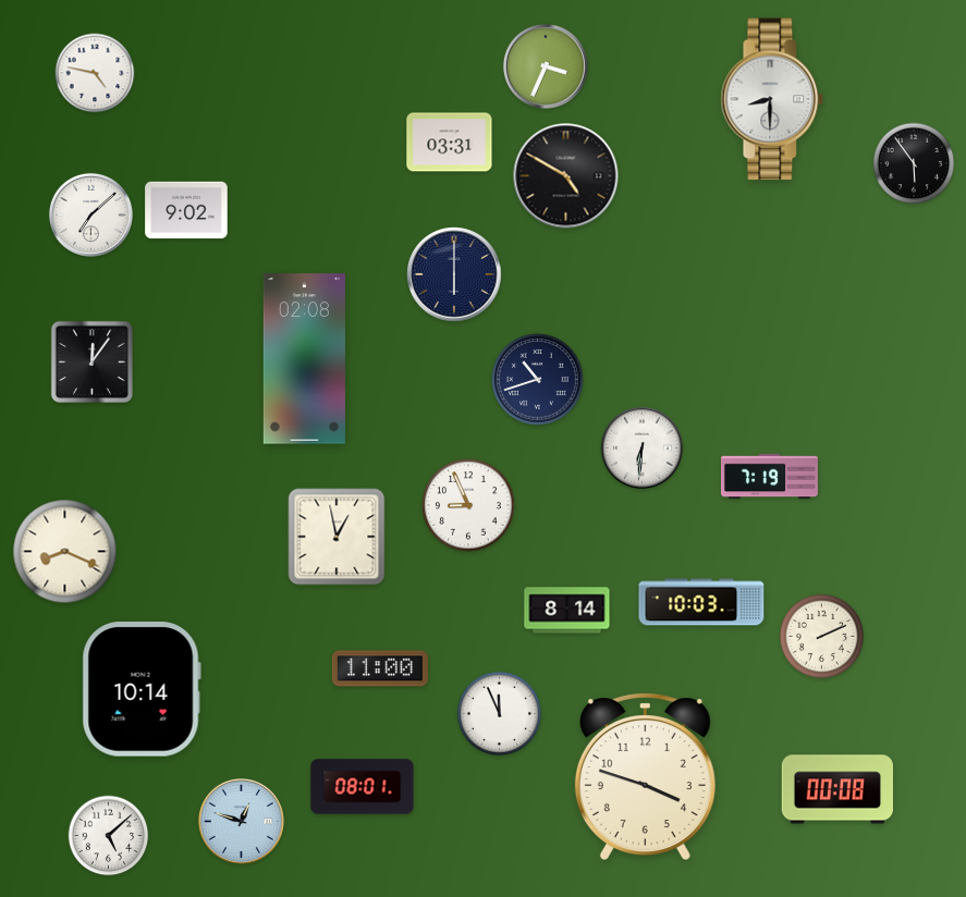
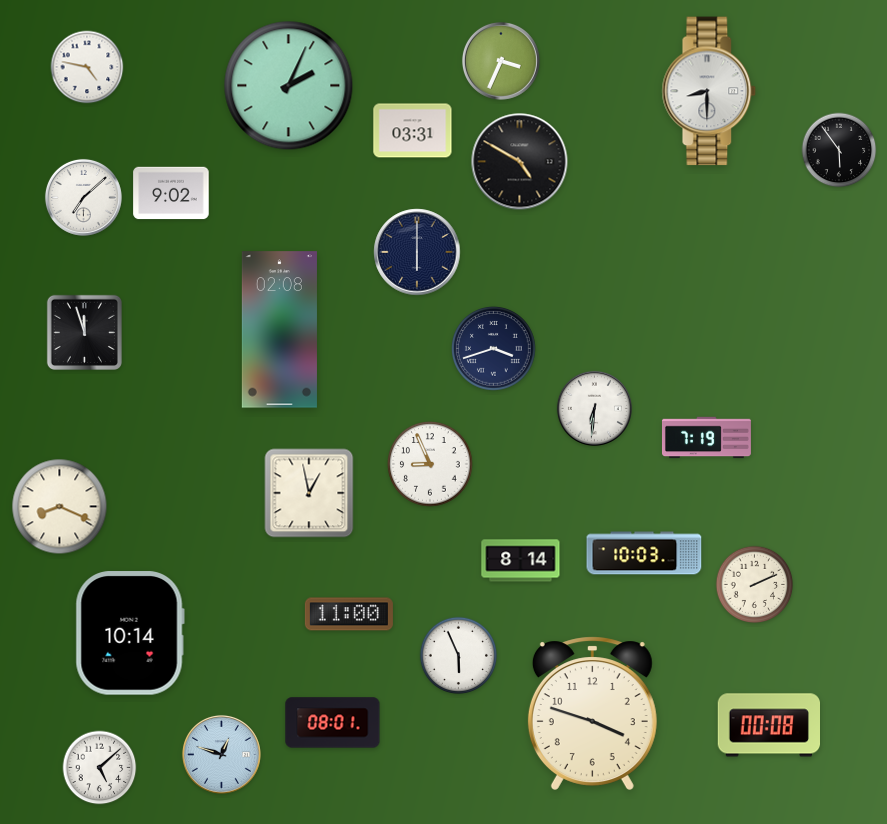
clock at (289, 86): none -> 2:04
clock at (91, 361): 12:06 -> 11:57
clock at (538, 380): 10:42 -> 3:42
clock at (641, 447) position: (641, 447) -> (594, 408)
clock at (500, 714): 11:56 -> 5:56
